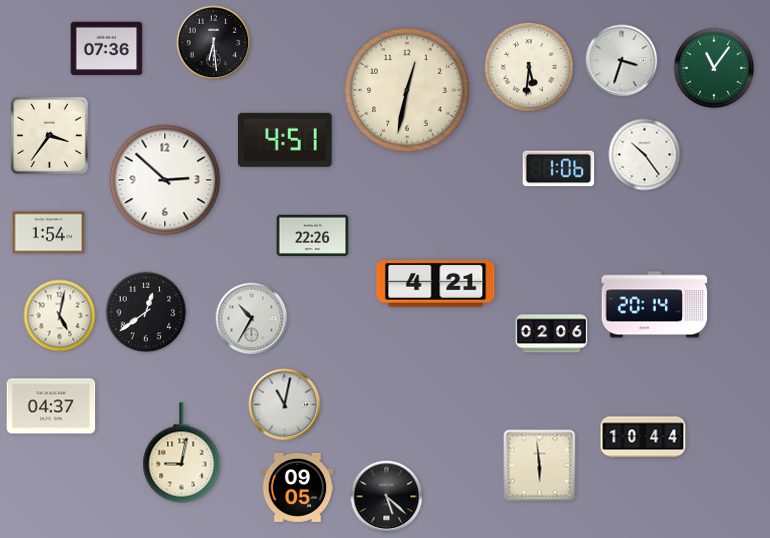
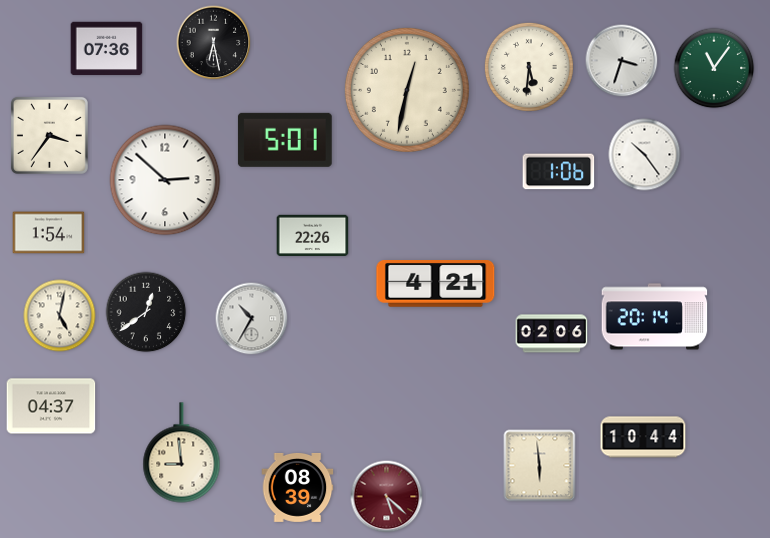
clock at (214, 43): 6:29 -> 6:28
clock at (285, 140): 4:51 -> 5:01
clock at (559, 169) position: (559, 169) -> (559, 172)
clock at (655, 305) position: (655, 305) -> (655, 317)
clock at (285, 405): 11:02 -> none
clock at (182, 453): 9:02 -> 8:59
clock at (298, 487): 09:05 -> 08:39
clock at (387, 497) dial: black -> burgundy
